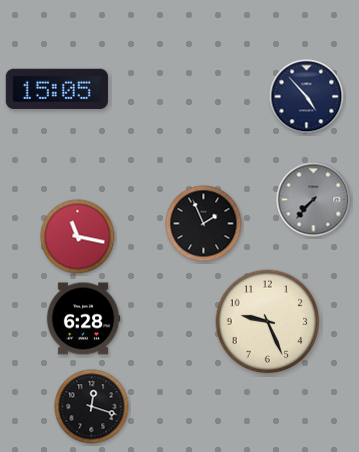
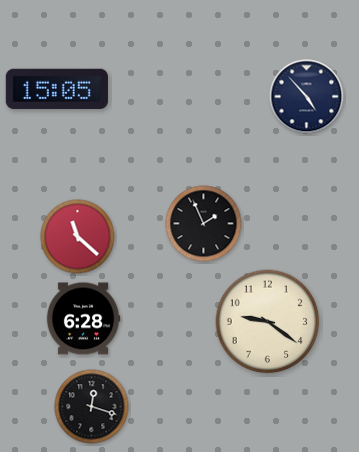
clock at (314, 200): 7:37 -> none
clock at (78, 237): 11:17 -> 11:22
clock at (268, 322): 9:26 -> 9:21
